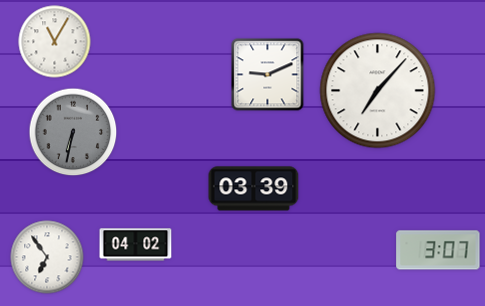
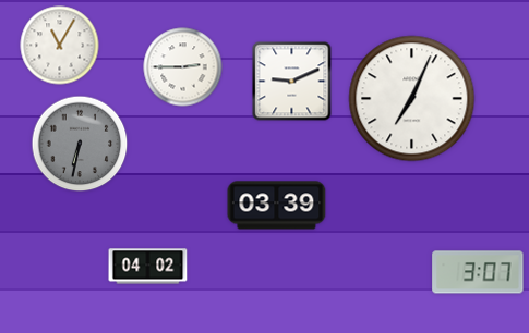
clock at (183, 67): none -> 2:45
clock at (378, 91): 7:07 -> 7:04
clock at (47, 257): 6:54 -> none
